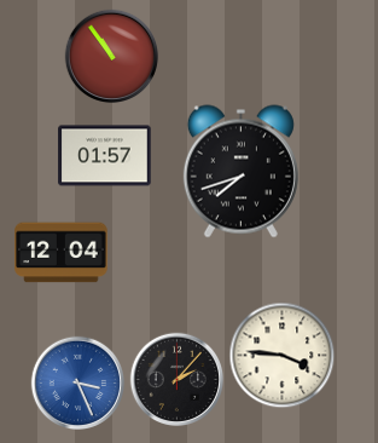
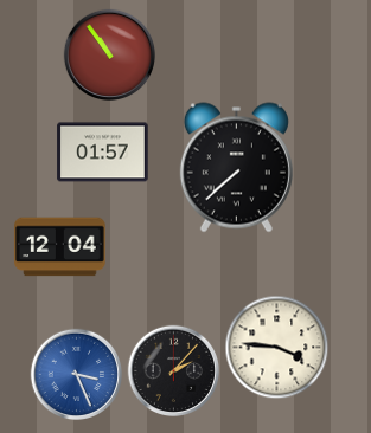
clock at (240, 172): 7:42 -> 7:38
